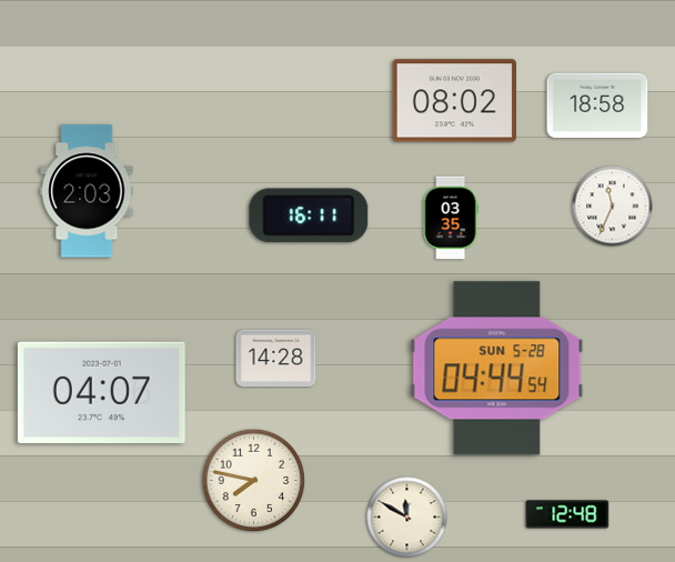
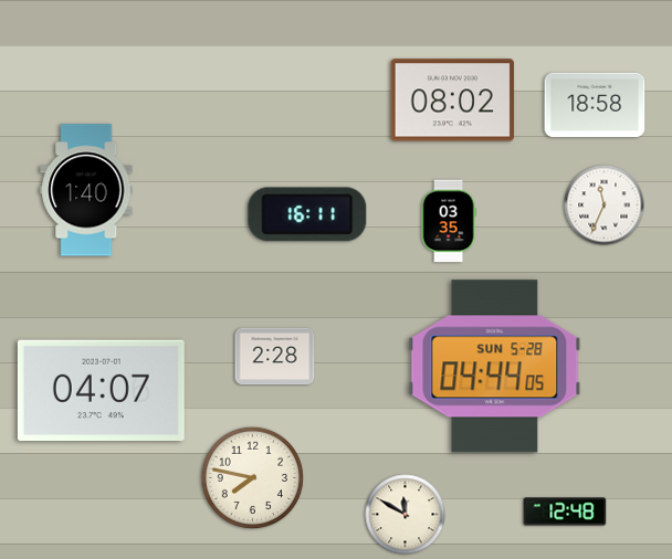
clock at (87, 191): 2:03 -> 1:40
clock at (613, 207) position: (613, 207) -> (605, 205)
clock at (451, 218) position: (451, 218) -> (449, 221)
clock at (276, 359): 14:28 -> 2:28
clock at (497, 369): 04:44:54 -> 04:44:05
